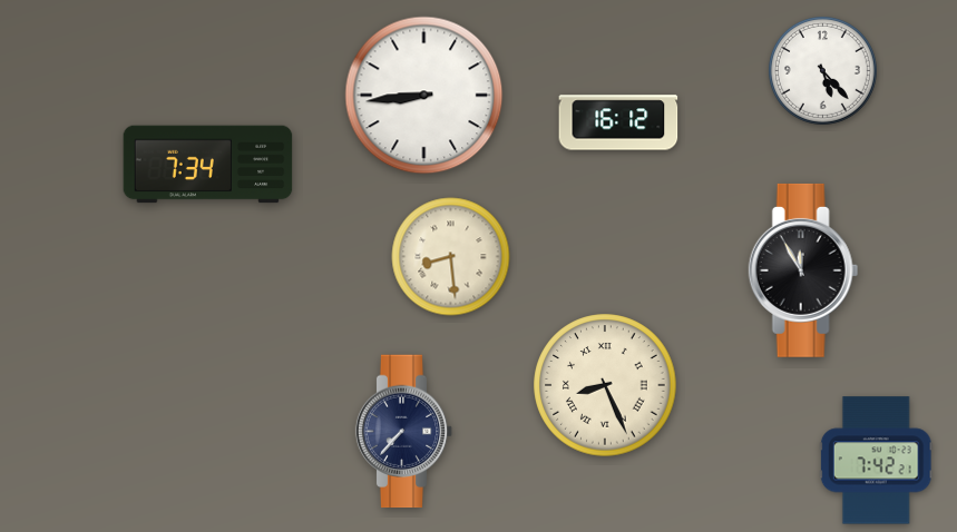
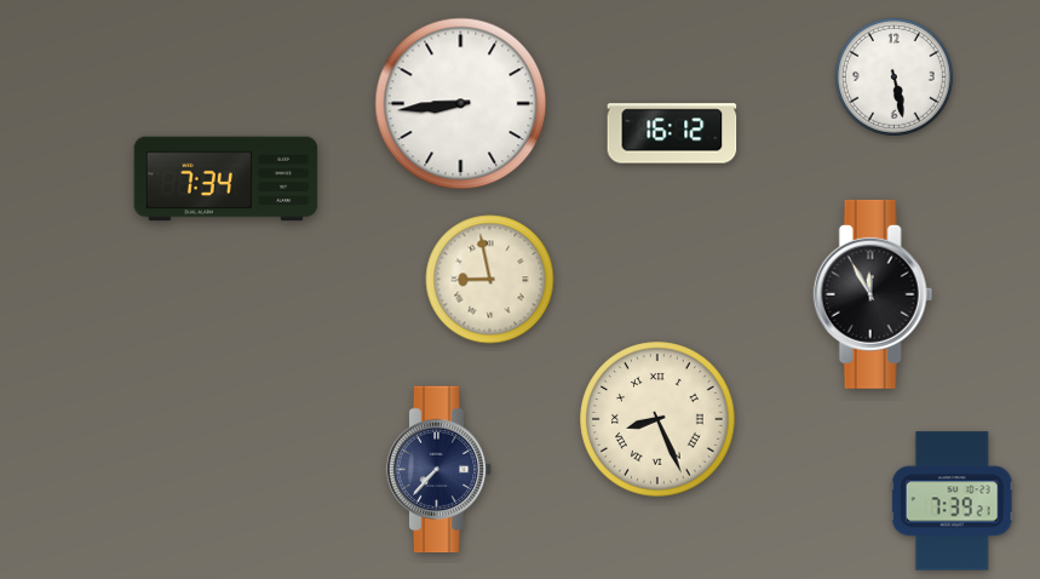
clock at (822, 70): 5:23 -> 5:28
clock at (451, 257): 8:29 -> 8:58
clock at (876, 461): 7:42 -> 7:39
